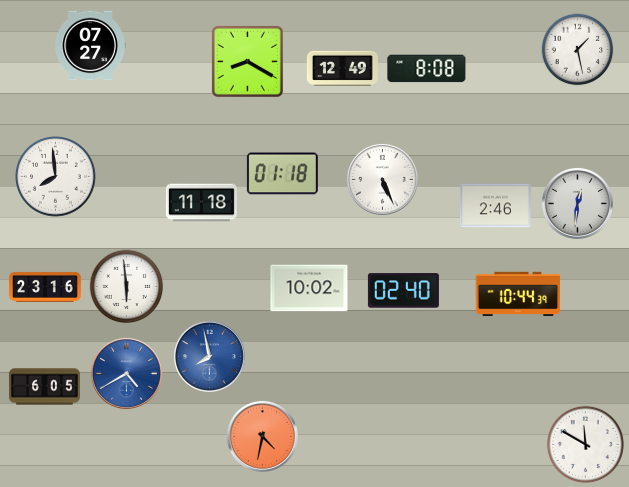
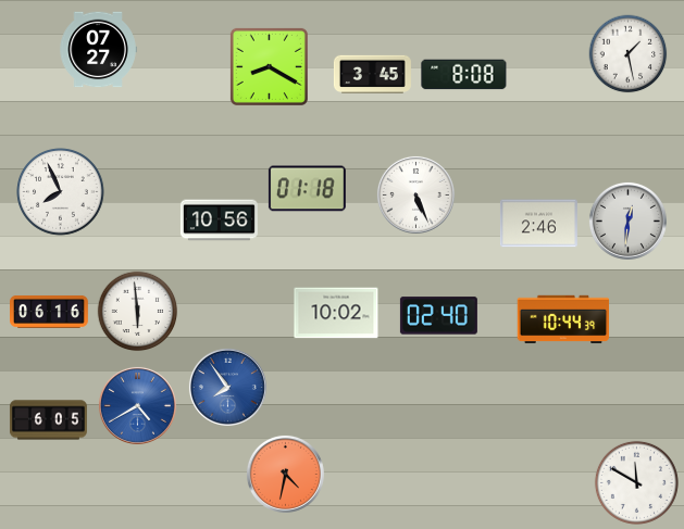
clock at (342, 69): 12:49 -> 3:45
clock at (56, 177): 7:59 -> 7:56
clock at (201, 203): 11:18 -> 10:56
clock at (46, 287): 23:16 -> 06:16
clock at (209, 356): 7:58 -> 7:54
